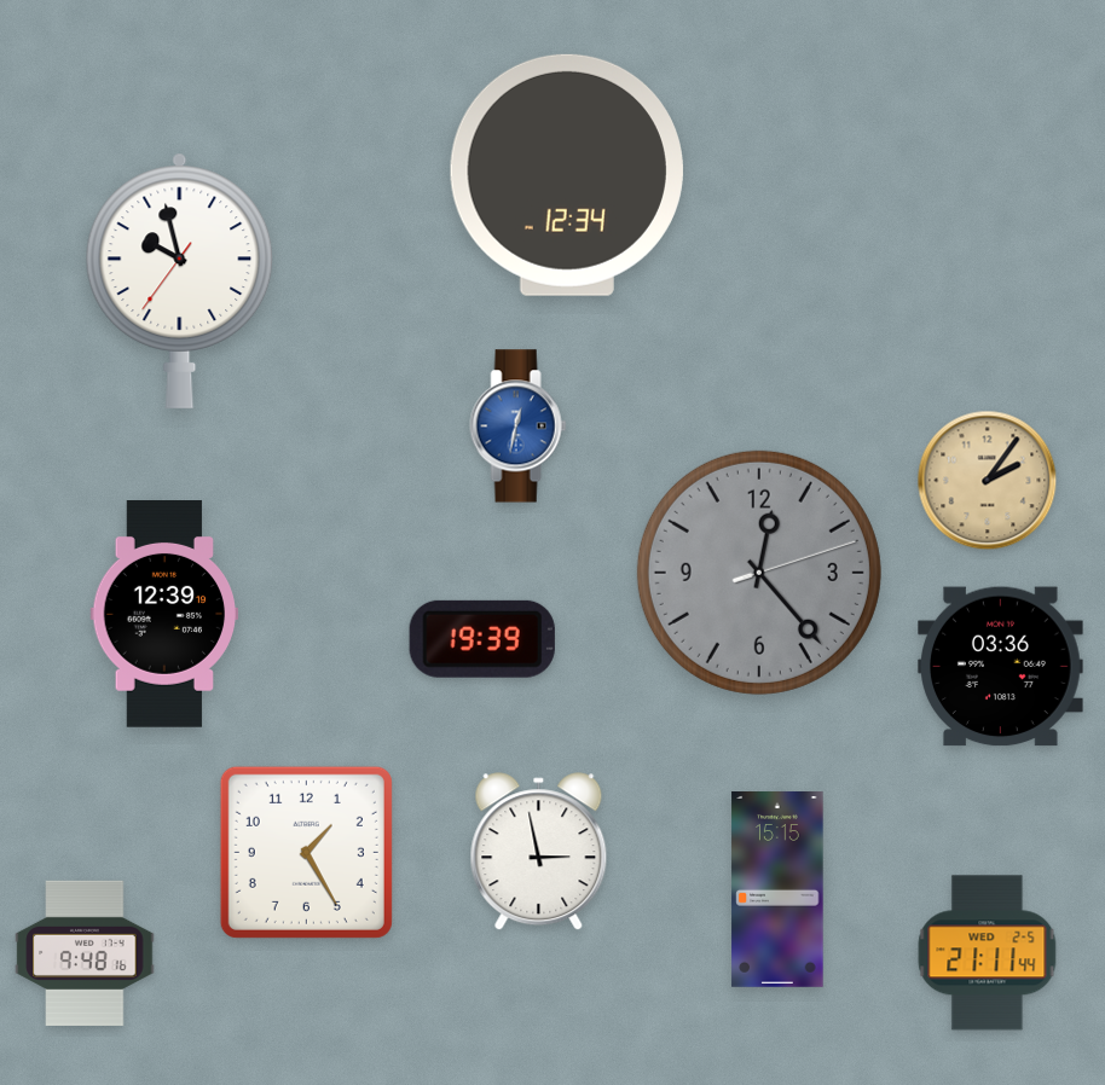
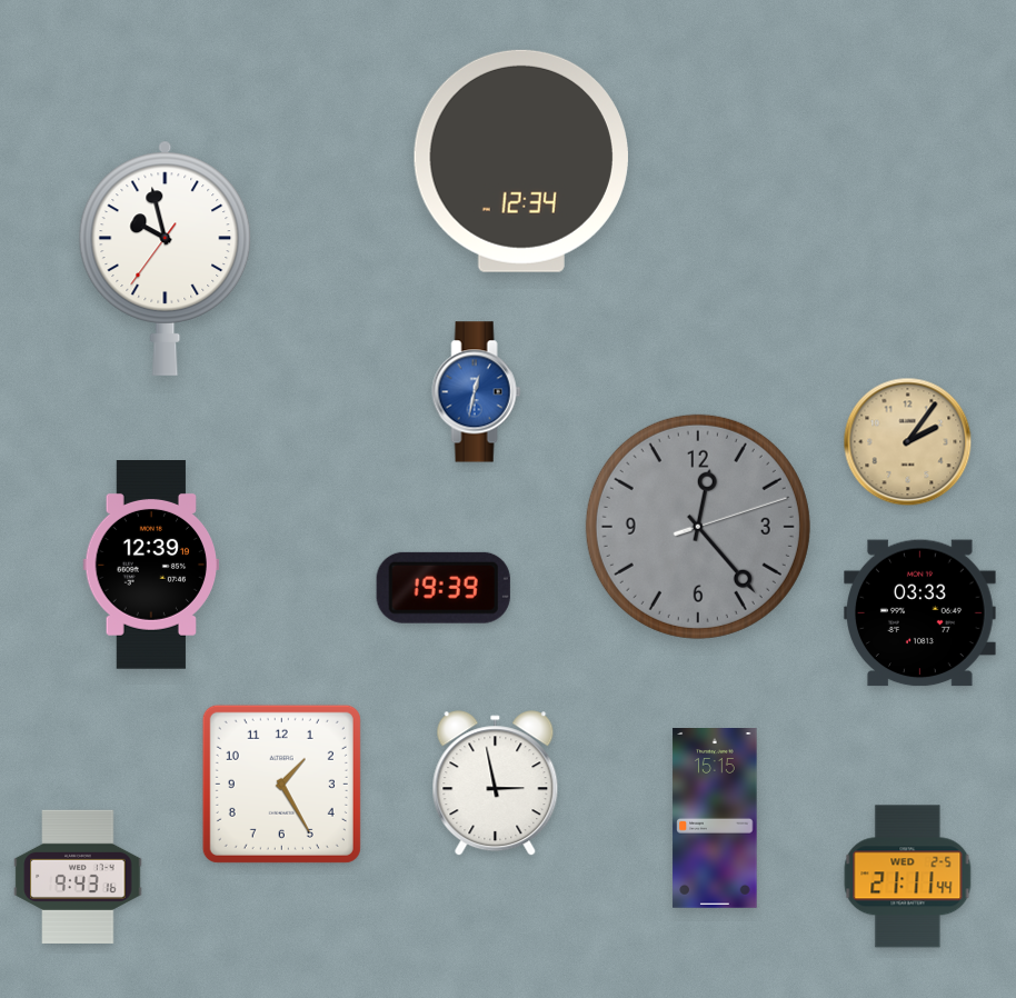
clock at (1001, 667): 03:36 -> 03:33
clock at (85, 952): 9:48 -> 9:43
